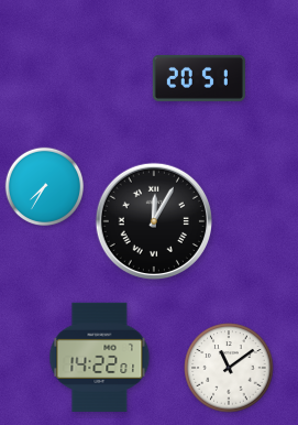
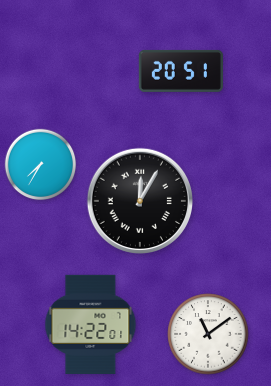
clock at (45, 187) position: (45, 187) -> (41, 165)
